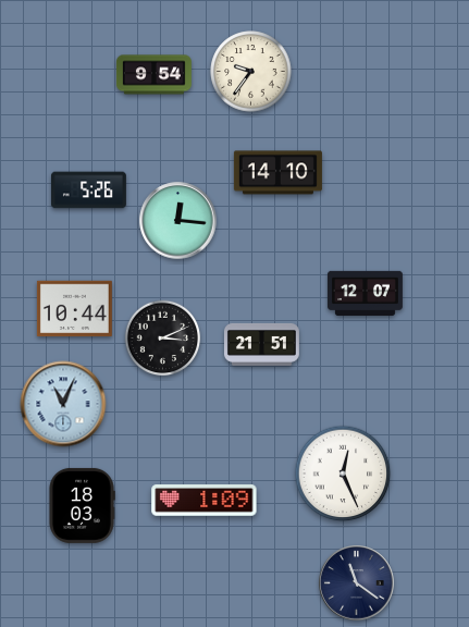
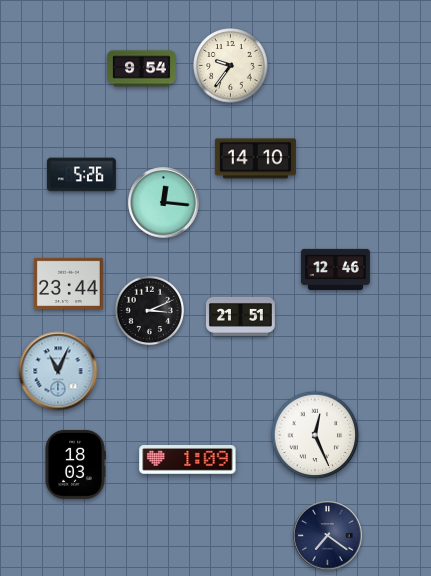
clock at (365, 293): 12:07 -> 12:46
clock at (74, 309): 10:44 -> 23:44
clock at (357, 583): 11:21 -> 7:21
